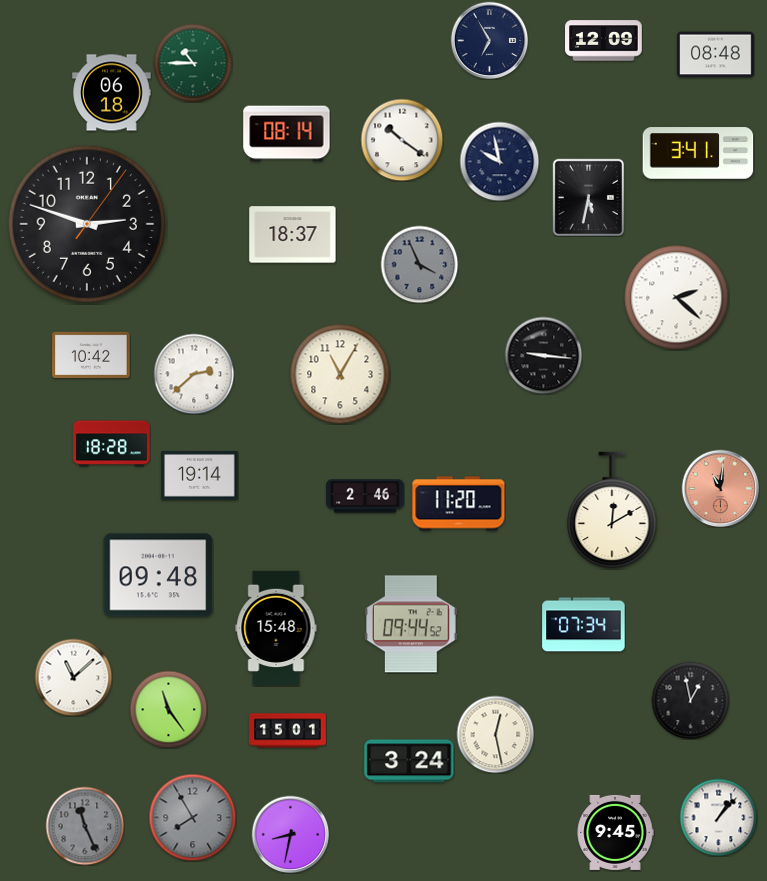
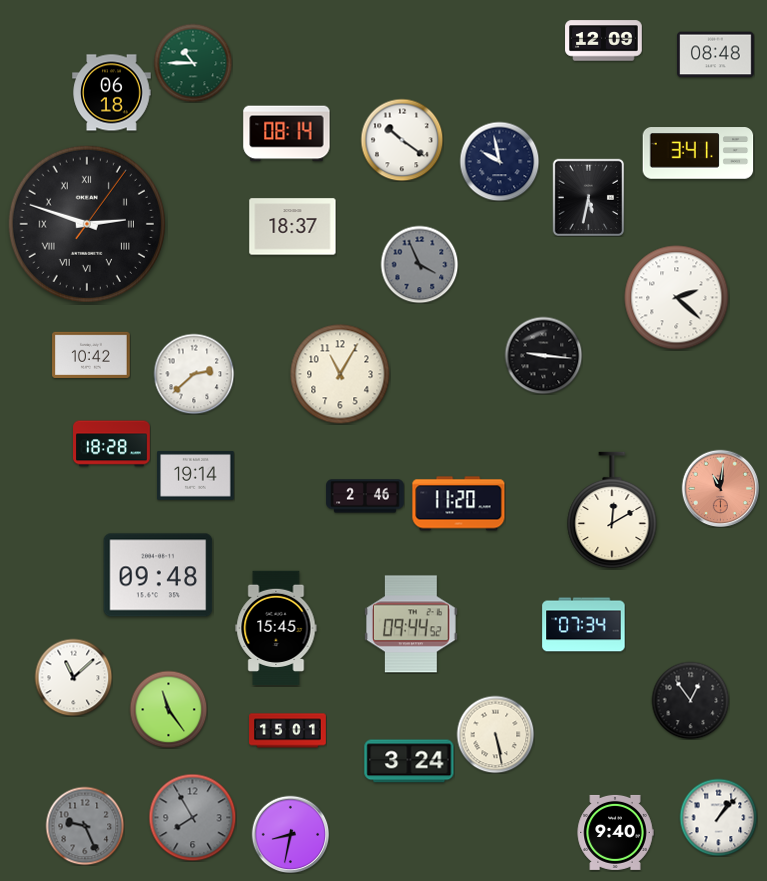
clock at (489, 40): 6:55 -> none
clock at (87, 224) numerals: Arabic -> Roman
clock at (293, 235) position: (293, 235) -> (293, 227)
clock at (200, 475) position: (200, 475) -> (196, 475)
clock at (276, 627): 15:48 -> 15:45
clock at (690, 700): 12:58 -> 12:54
clock at (495, 734): 12:28 -> 5:28
clock at (85, 826): 11:26 -> 9:26
clock at (615, 832): 9:45 -> 9:40
